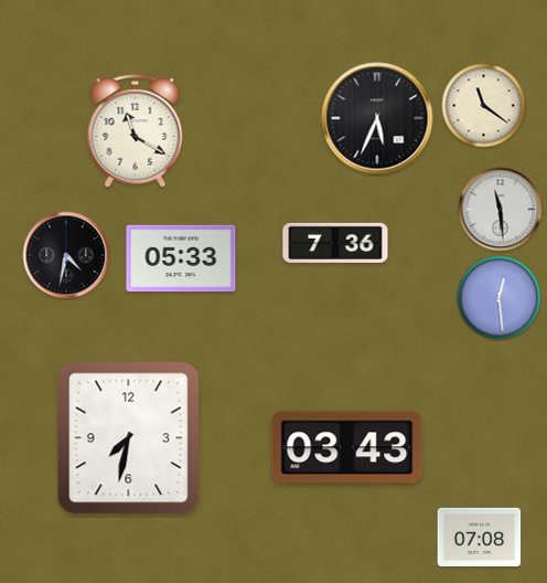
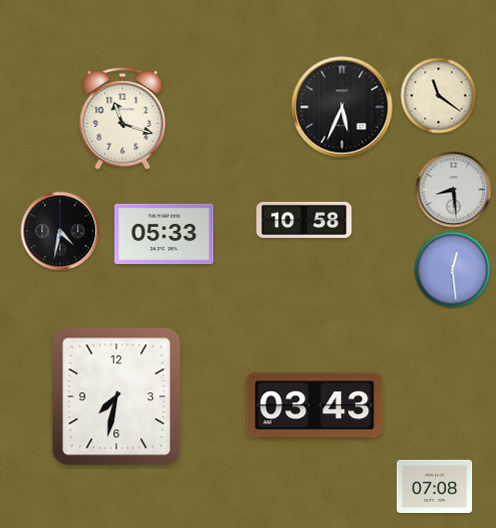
clock at (136, 131): 11:20 -> 11:18
clock at (501, 210): 11:29 -> 8:29
clock at (335, 243): 7:36 -> 10:58
